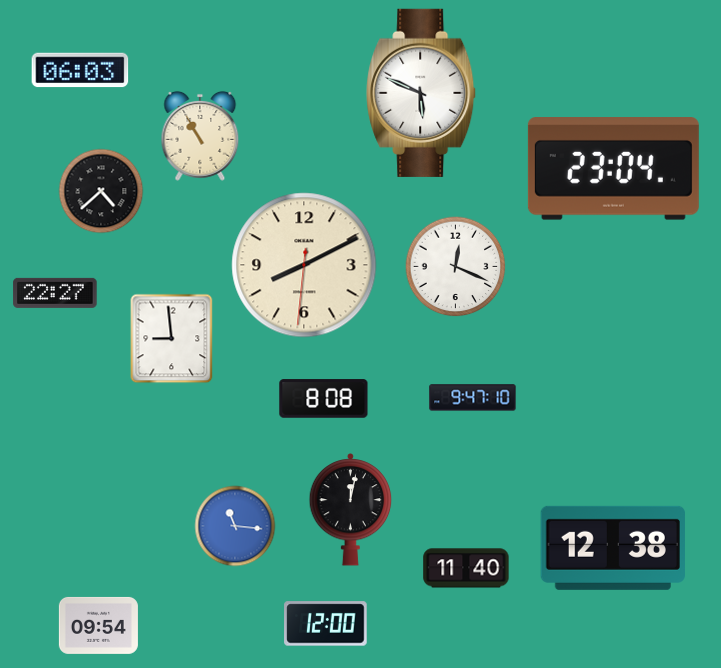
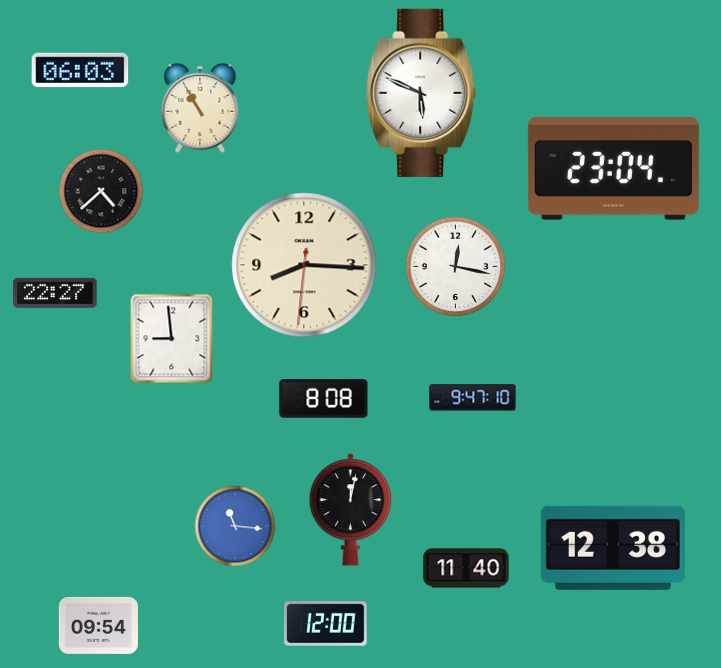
clock at (200, 136) position: (200, 136) -> (200, 108)
clock at (304, 265): 8:10 -> 8:15
clock at (456, 267): 12:19 -> 12:17
